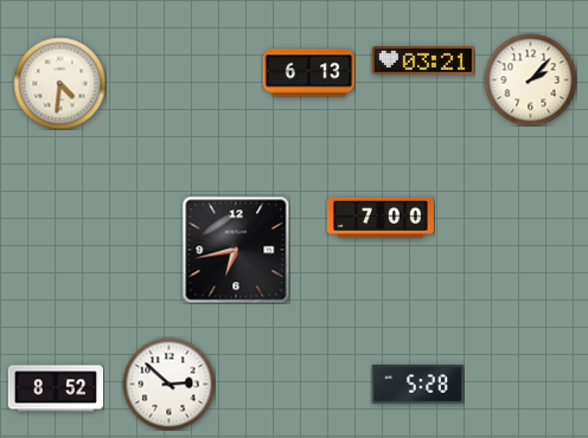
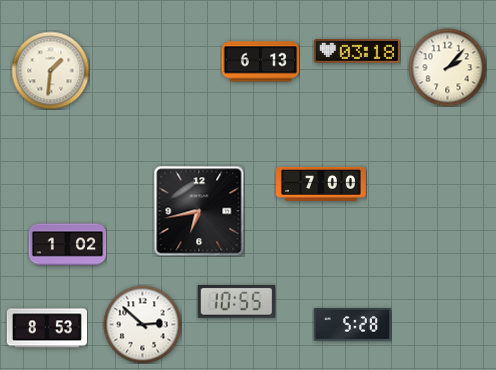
clock at (423, 60): 03:21 -> 03:18
clock at (59, 83): 4:31 -> 1:31
clock at (67, 245): none -> 1:02
clock at (236, 301): none -> 10:55
clock at (55, 388): 8:52 -> 8:53
